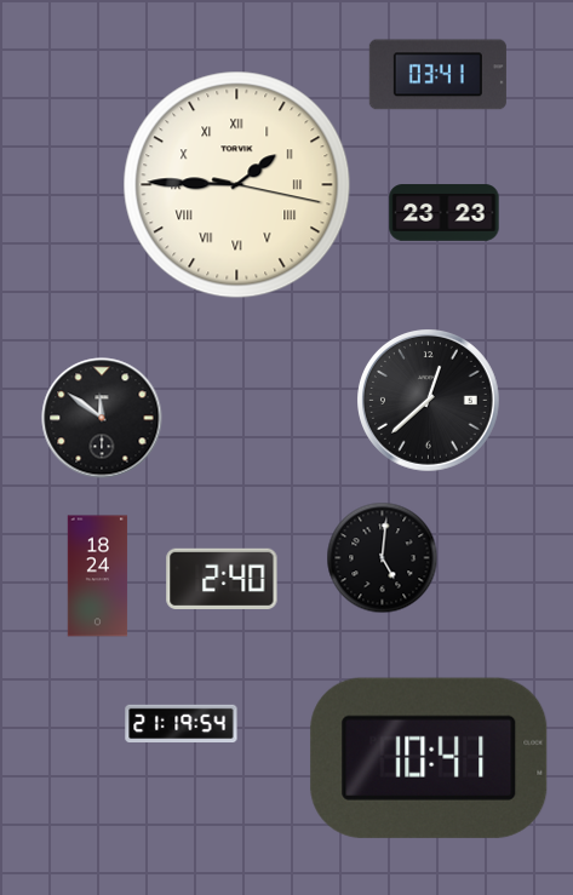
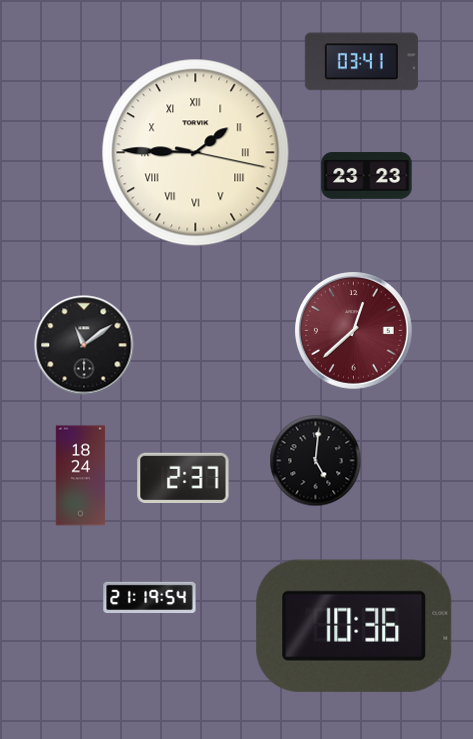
clock at (429, 401) dial: black -> burgundy
clock at (102, 418): 11:51 -> 11:09
clock at (222, 578): 2:40 -> 2:37
clock at (429, 758): 10:41 -> 10:36
